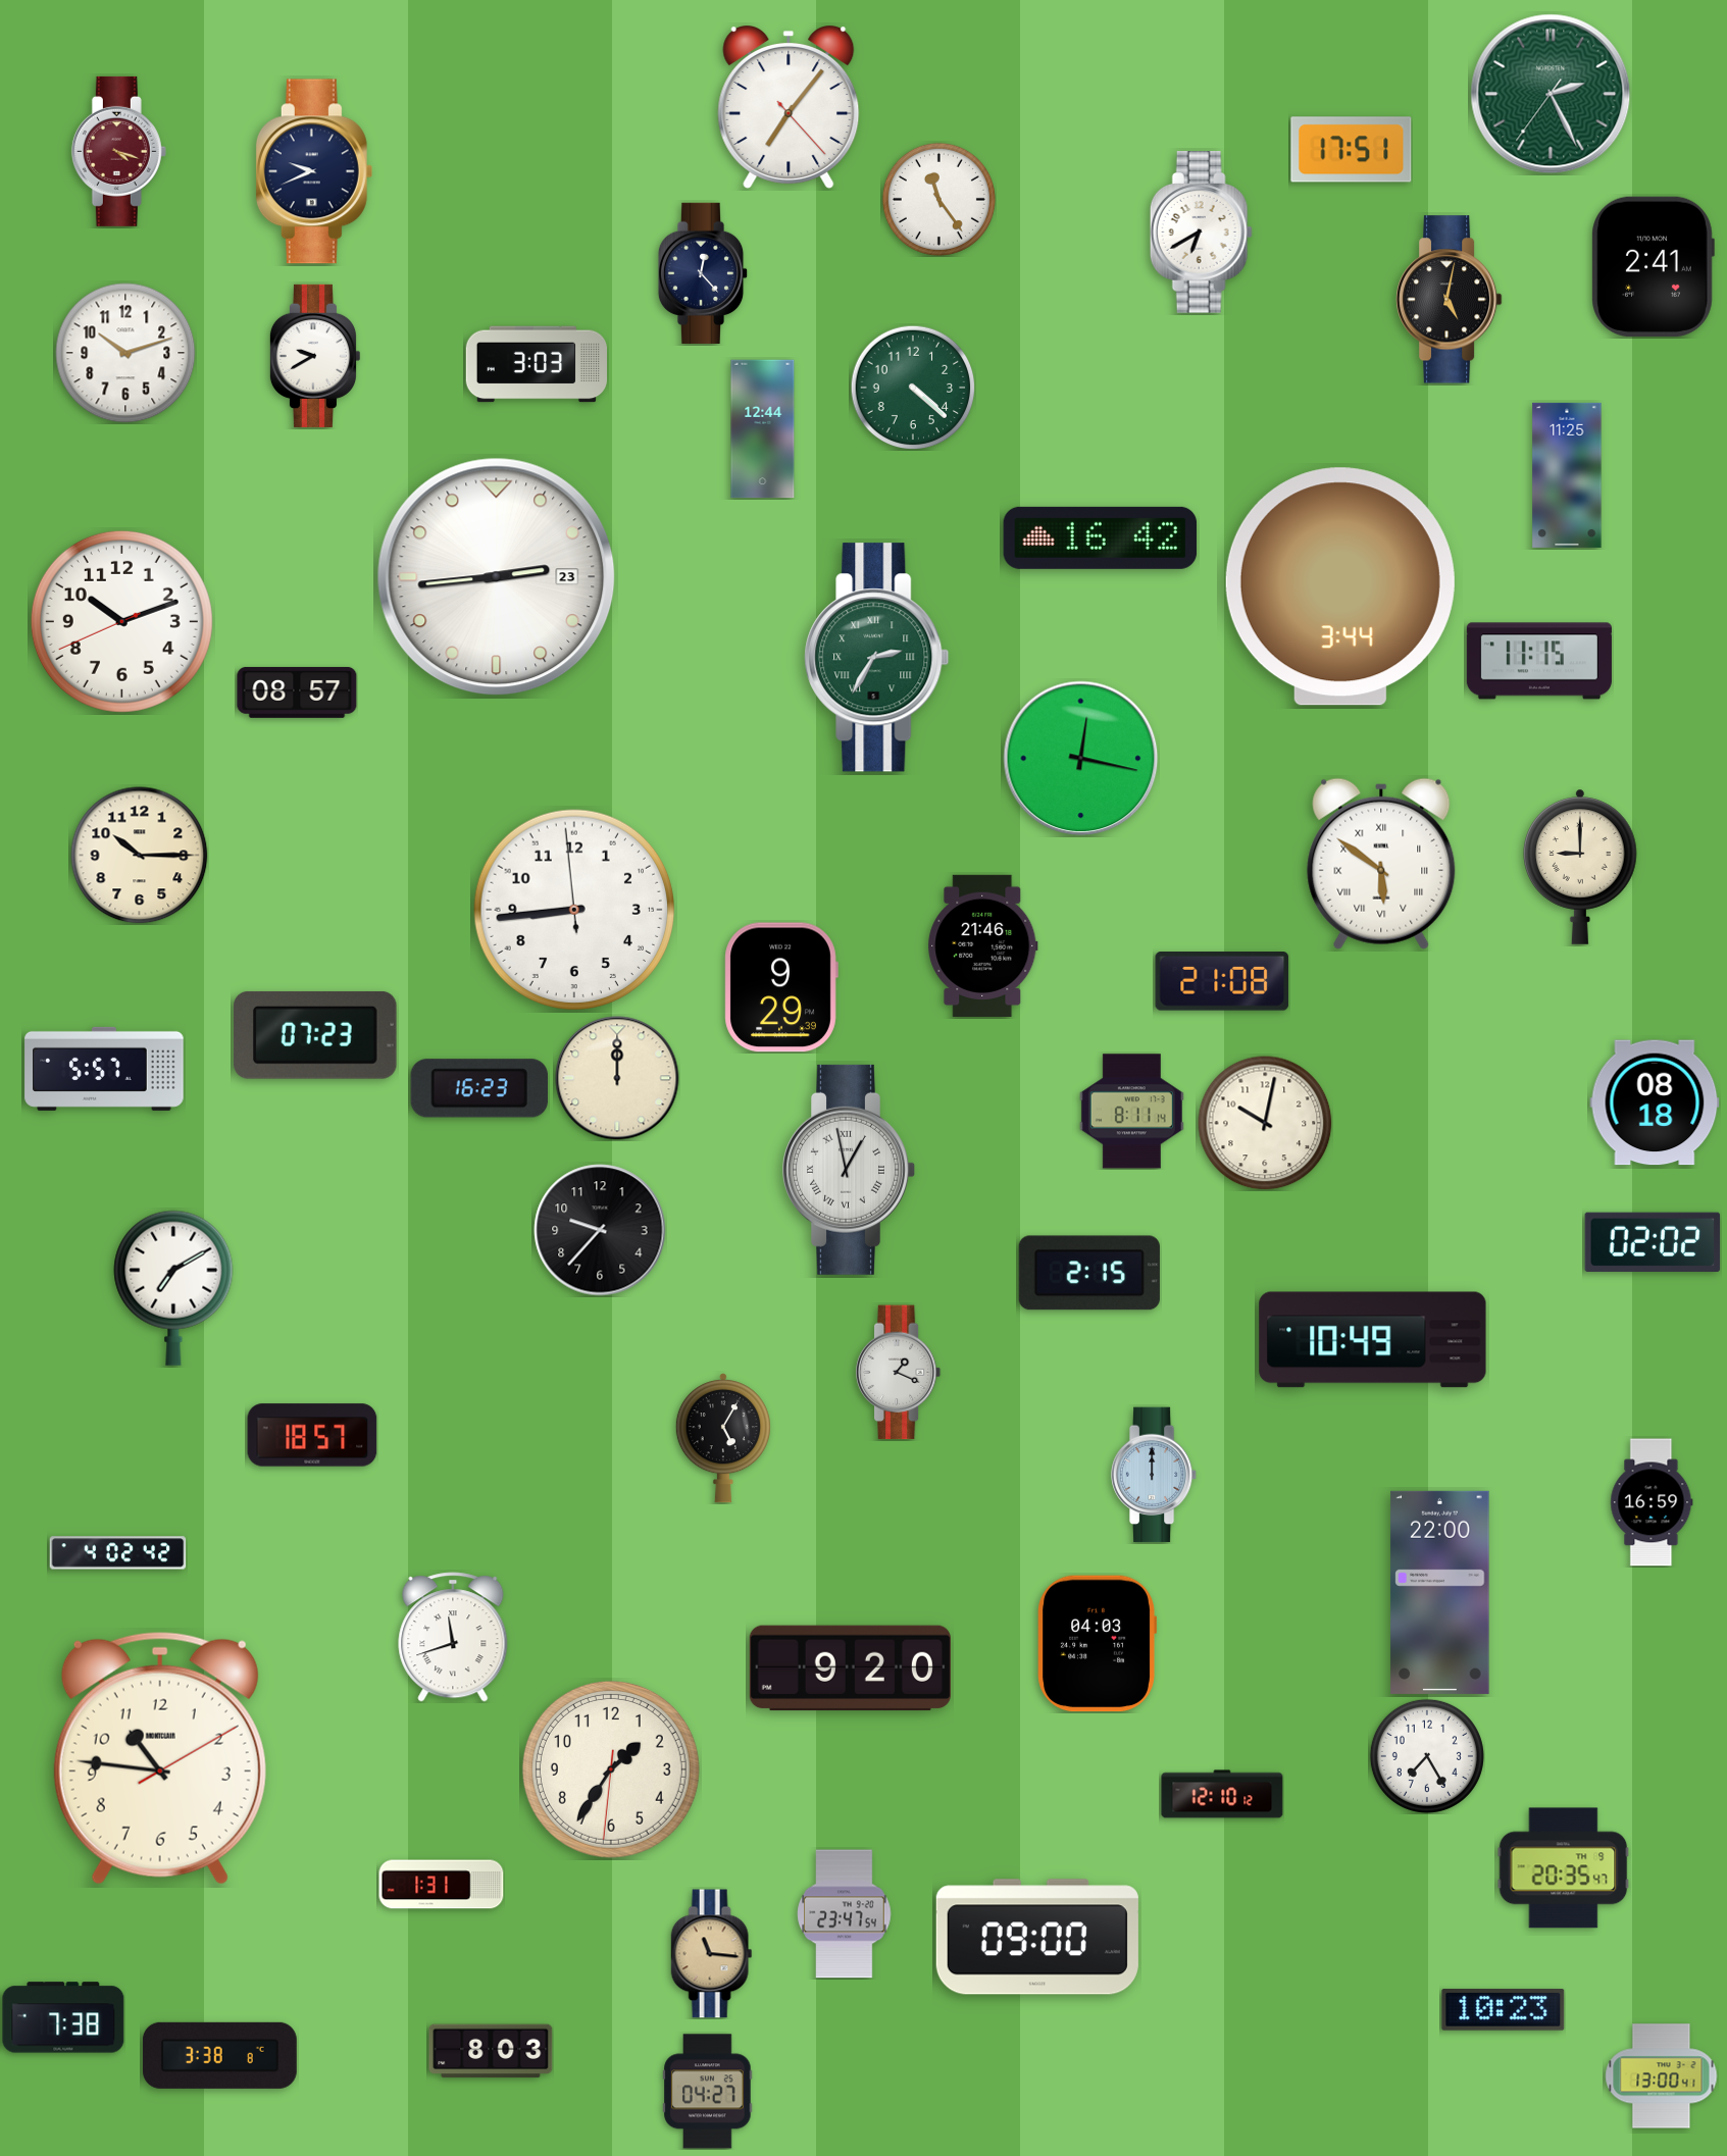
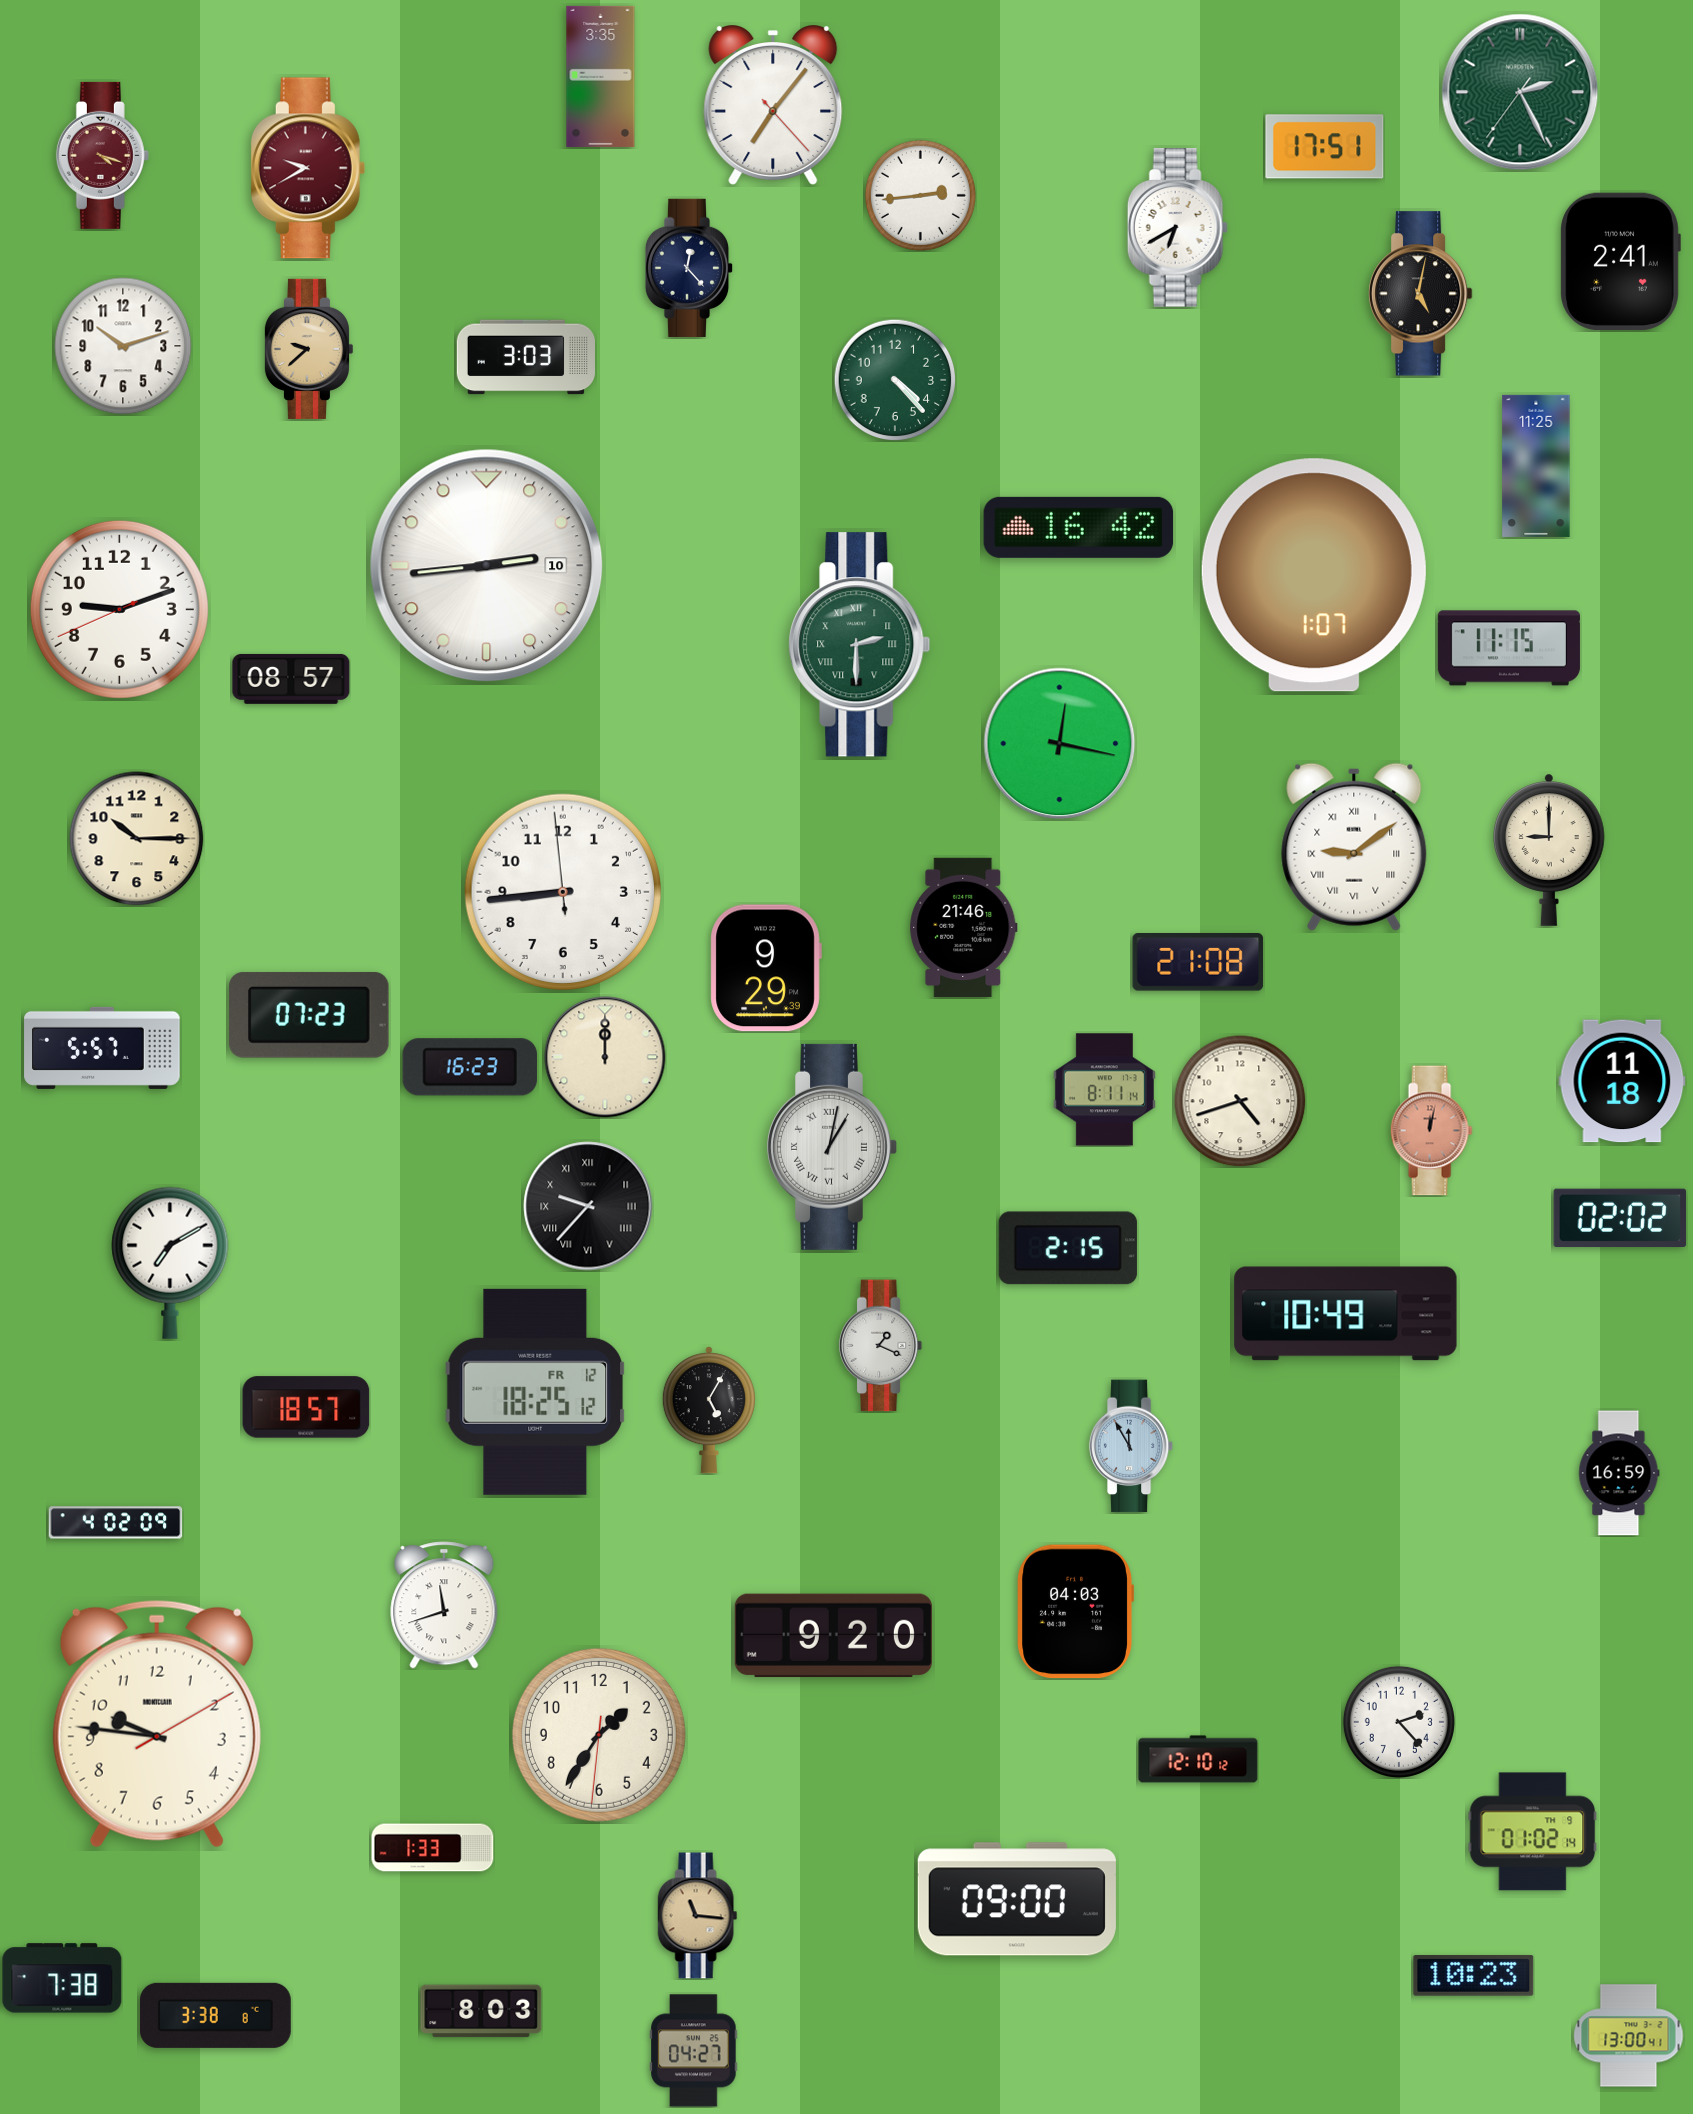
clock at (601, 76): none -> 3:35
clock at (118, 151) position: (118, 151) -> (102, 155)
clock at (314, 171): 9:41 -> 9:40
clock at (314, 171) dial: navy -> burgundy
clock at (938, 199): 11:24 -> 2:44
clock at (314, 356): 9:40 -> 9:38
clock at (314, 356) dial: white -> champagne
clock at (913, 388): 4:22 -> 4:23
clock at (763, 429): 12:44 -> none
clock at (497, 577) date: 23 -> 10
clock at (1340, 586): 3:44 -> 1:07
clock at (121, 621): 10:11 -> 9:11
clock at (877, 658): 2:35 -> 2:30
clock at (1381, 864): 5:51 -> 9:09
clock at (1655, 1102): 08:18 -> 11:18
clock at (1131, 1112) position: (1131, 1112) -> (1104, 1090)
clock at (1265, 1123): 10:02 -> 4:42
clock at (1431, 1131): none -> 12:02
clock at (850, 1170): 12:58 -> 1:02
clock at (600, 1230) numerals: Arabic -> Roman
clock at (535, 1392): none -> 18:25
clock at (1154, 1475): 12:00 -> 11:55
clock at (118, 1553): 4:02:42 -> 4:02:09
clock at (1440, 1592): 22:00 -> none
clock at (1427, 1756): 7:25 -> 2:23
clock at (160, 1758): 10:46 -> 9:46
clock at (1564, 1868): 20:35 -> 01:02
clock at (442, 1885): 1:31 -> 1:33
clock at (845, 1914): 23:47 -> none
clock at (1504, 2010) position: (1504, 2010) -> (1474, 1976)
